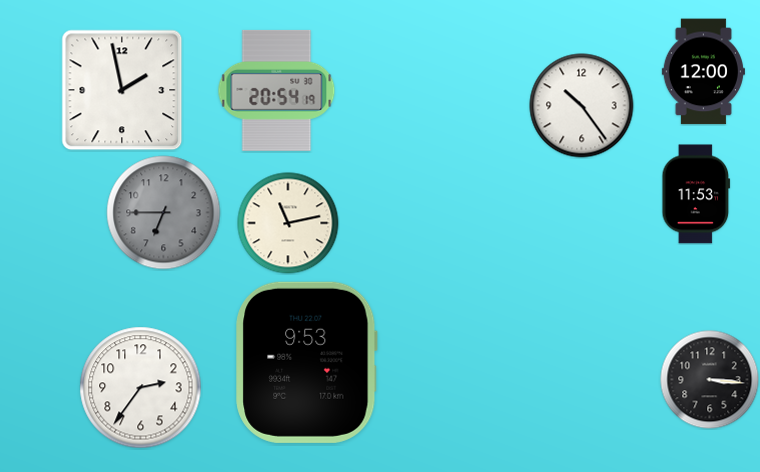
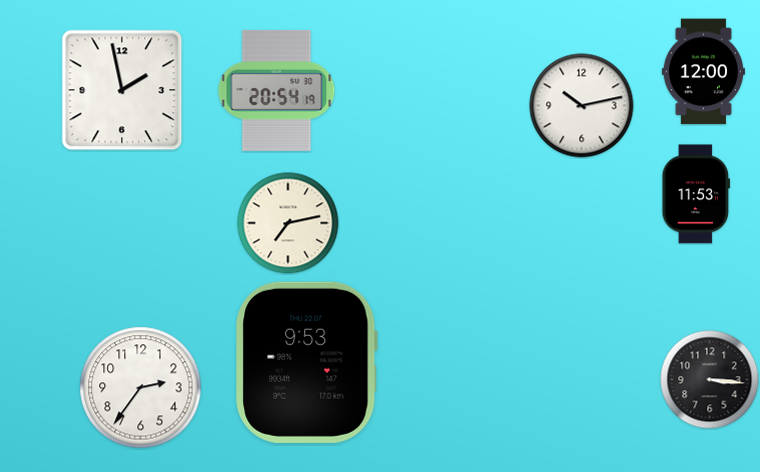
clock at (582, 106): 10:24 -> 10:13
clock at (164, 213): 6:45 -> none
clock at (288, 223): 11:13 -> 7:13
